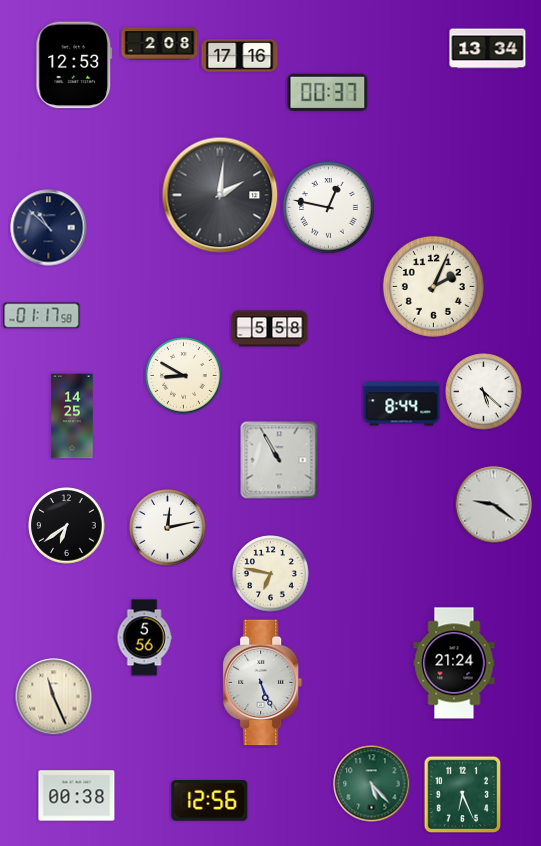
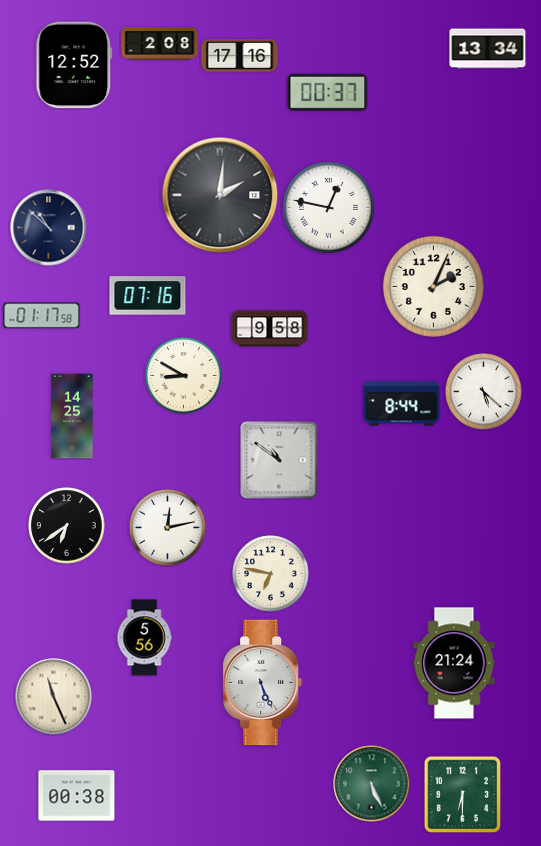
clock at (74, 65): 12:53 -> 12:52
clock at (148, 296): none -> 07:16
clock at (270, 329): 5:58 -> 9:58
clock at (279, 460): 10:55 -> 10:51
clock at (494, 505): 9:21 -> none
clock at (372, 784): 5:23 -> 5:26
clock at (462, 794): 6:26 -> 6:30
clock at (210, 801): 12:56 -> none
